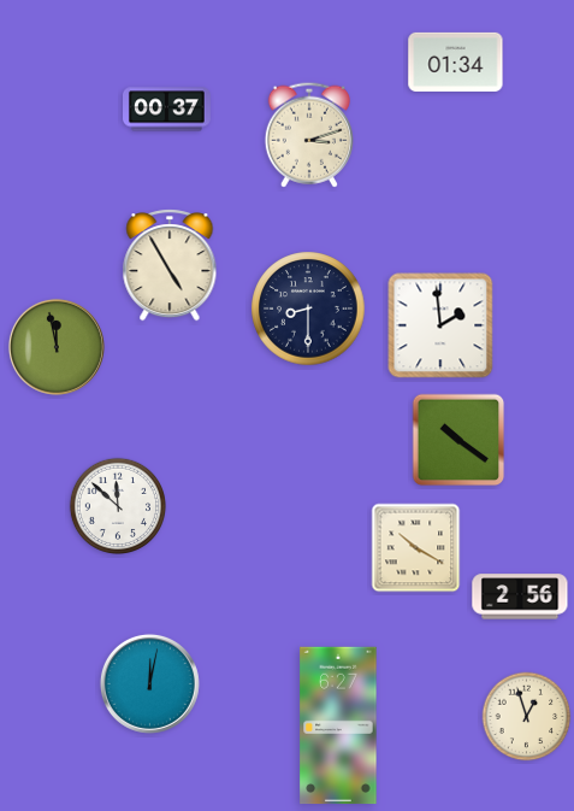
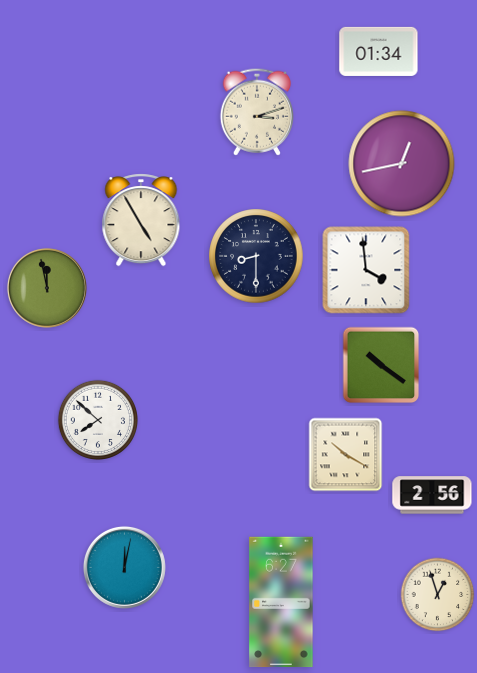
clock at (167, 110): 00:37 -> none
clock at (402, 164): none -> 12:43
clock at (440, 325): 1:59 -> 3:59
clock at (117, 505): 11:52 -> 7:52
